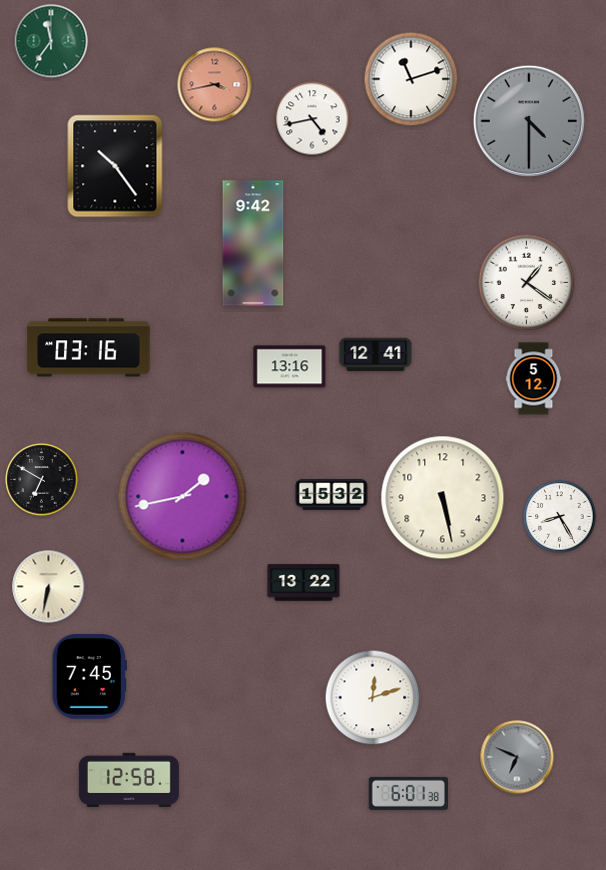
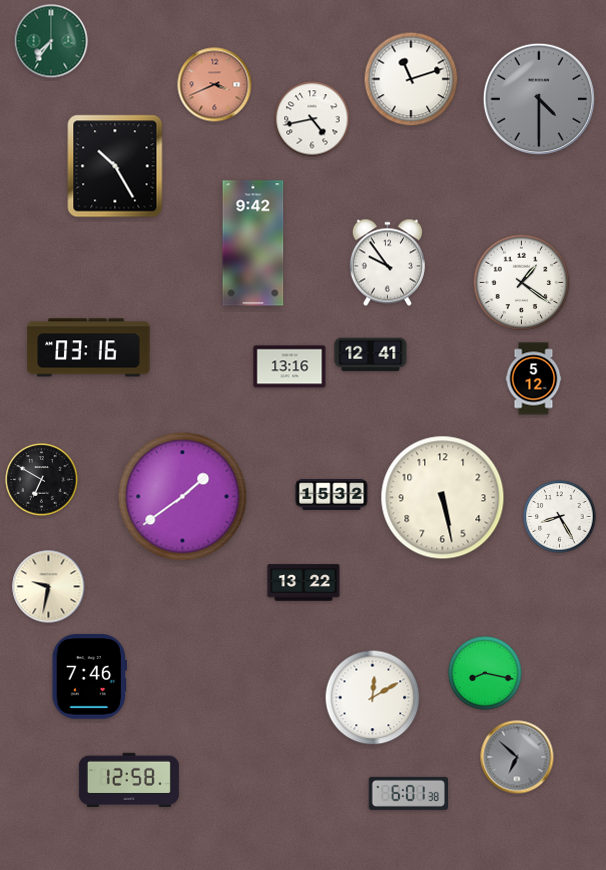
clock at (51, 41): 11:36 -> 7:36
clock at (215, 85): 3:43 -> 3:41
clock at (529, 121) position: (529, 121) -> (539, 99)
clock at (115, 166): 10:24 -> 10:25
clock at (387, 263): none -> 9:54
clock at (527, 283) position: (527, 283) -> (522, 283)
clock at (376, 355) position: (376, 355) -> (371, 355)
clock at (183, 497): 1:43 -> 1:39
clock at (49, 587): 6:32 -> 9:32
clock at (485, 673): none -> 8:17
clock at (89, 677): 7:45 -> 7:46
clock at (373, 698): 12:12 -> 12:10
clock at (517, 757): 6:49 -> 6:52
